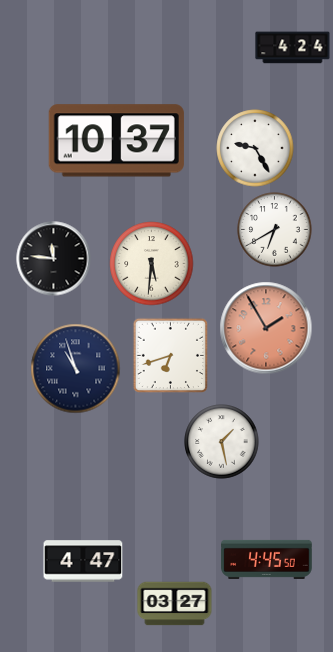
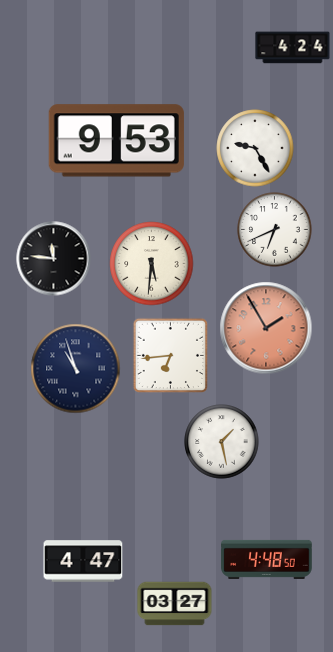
clock at (116, 141): 10:37 -> 9:53
clock at (275, 230): 6:40 -> 6:41
clock at (171, 356): 6:42 -> 6:44
clock at (267, 559): 4:45 -> 4:48
